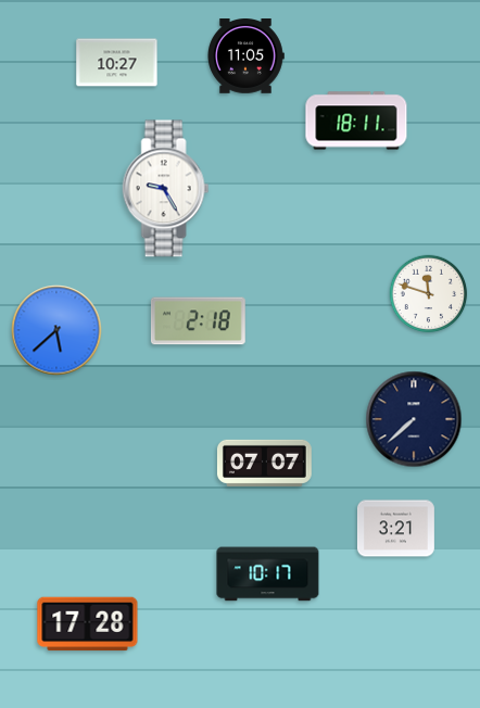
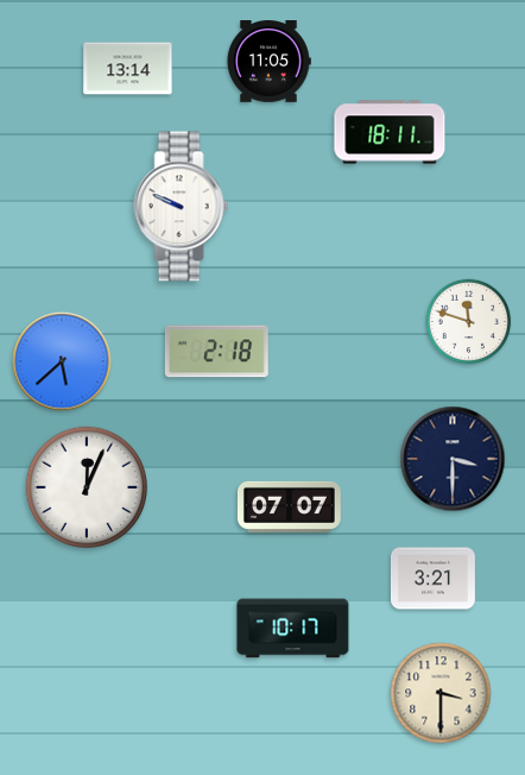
clock at (117, 63): 10:27 -> 13:14
clock at (166, 189): 9:25 -> 9:49
clock at (414, 419): 7:38 -> 3:30
clock at (87, 487): none -> 12:04
clock at (88, 624): 17:28 -> none
clock at (441, 693): none -> 3:30
